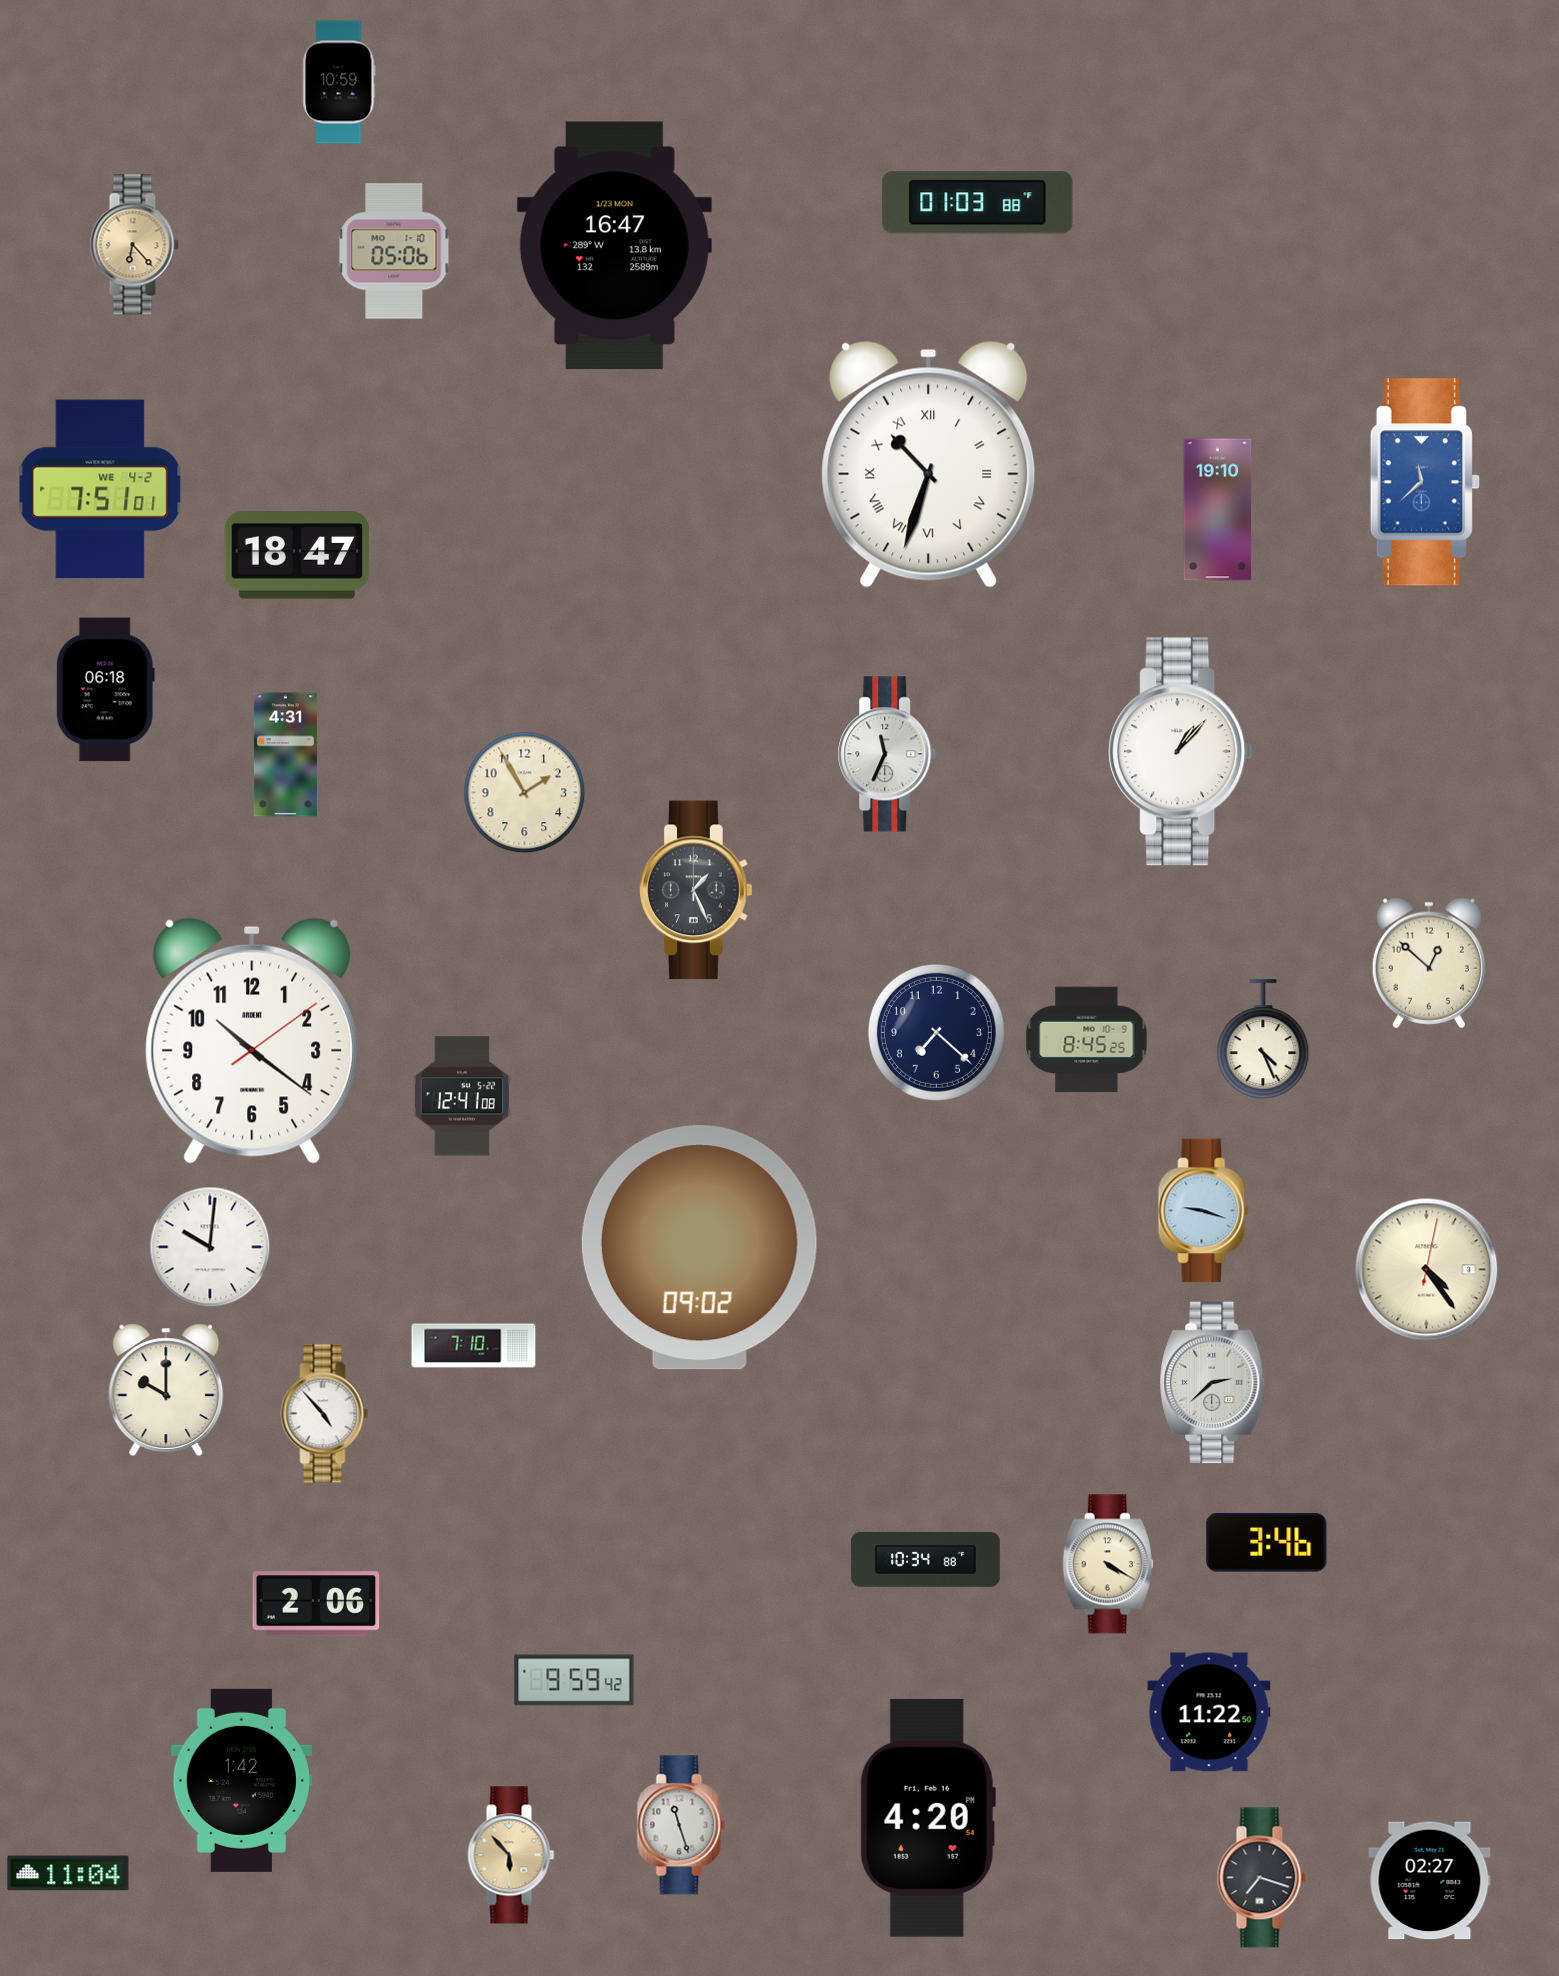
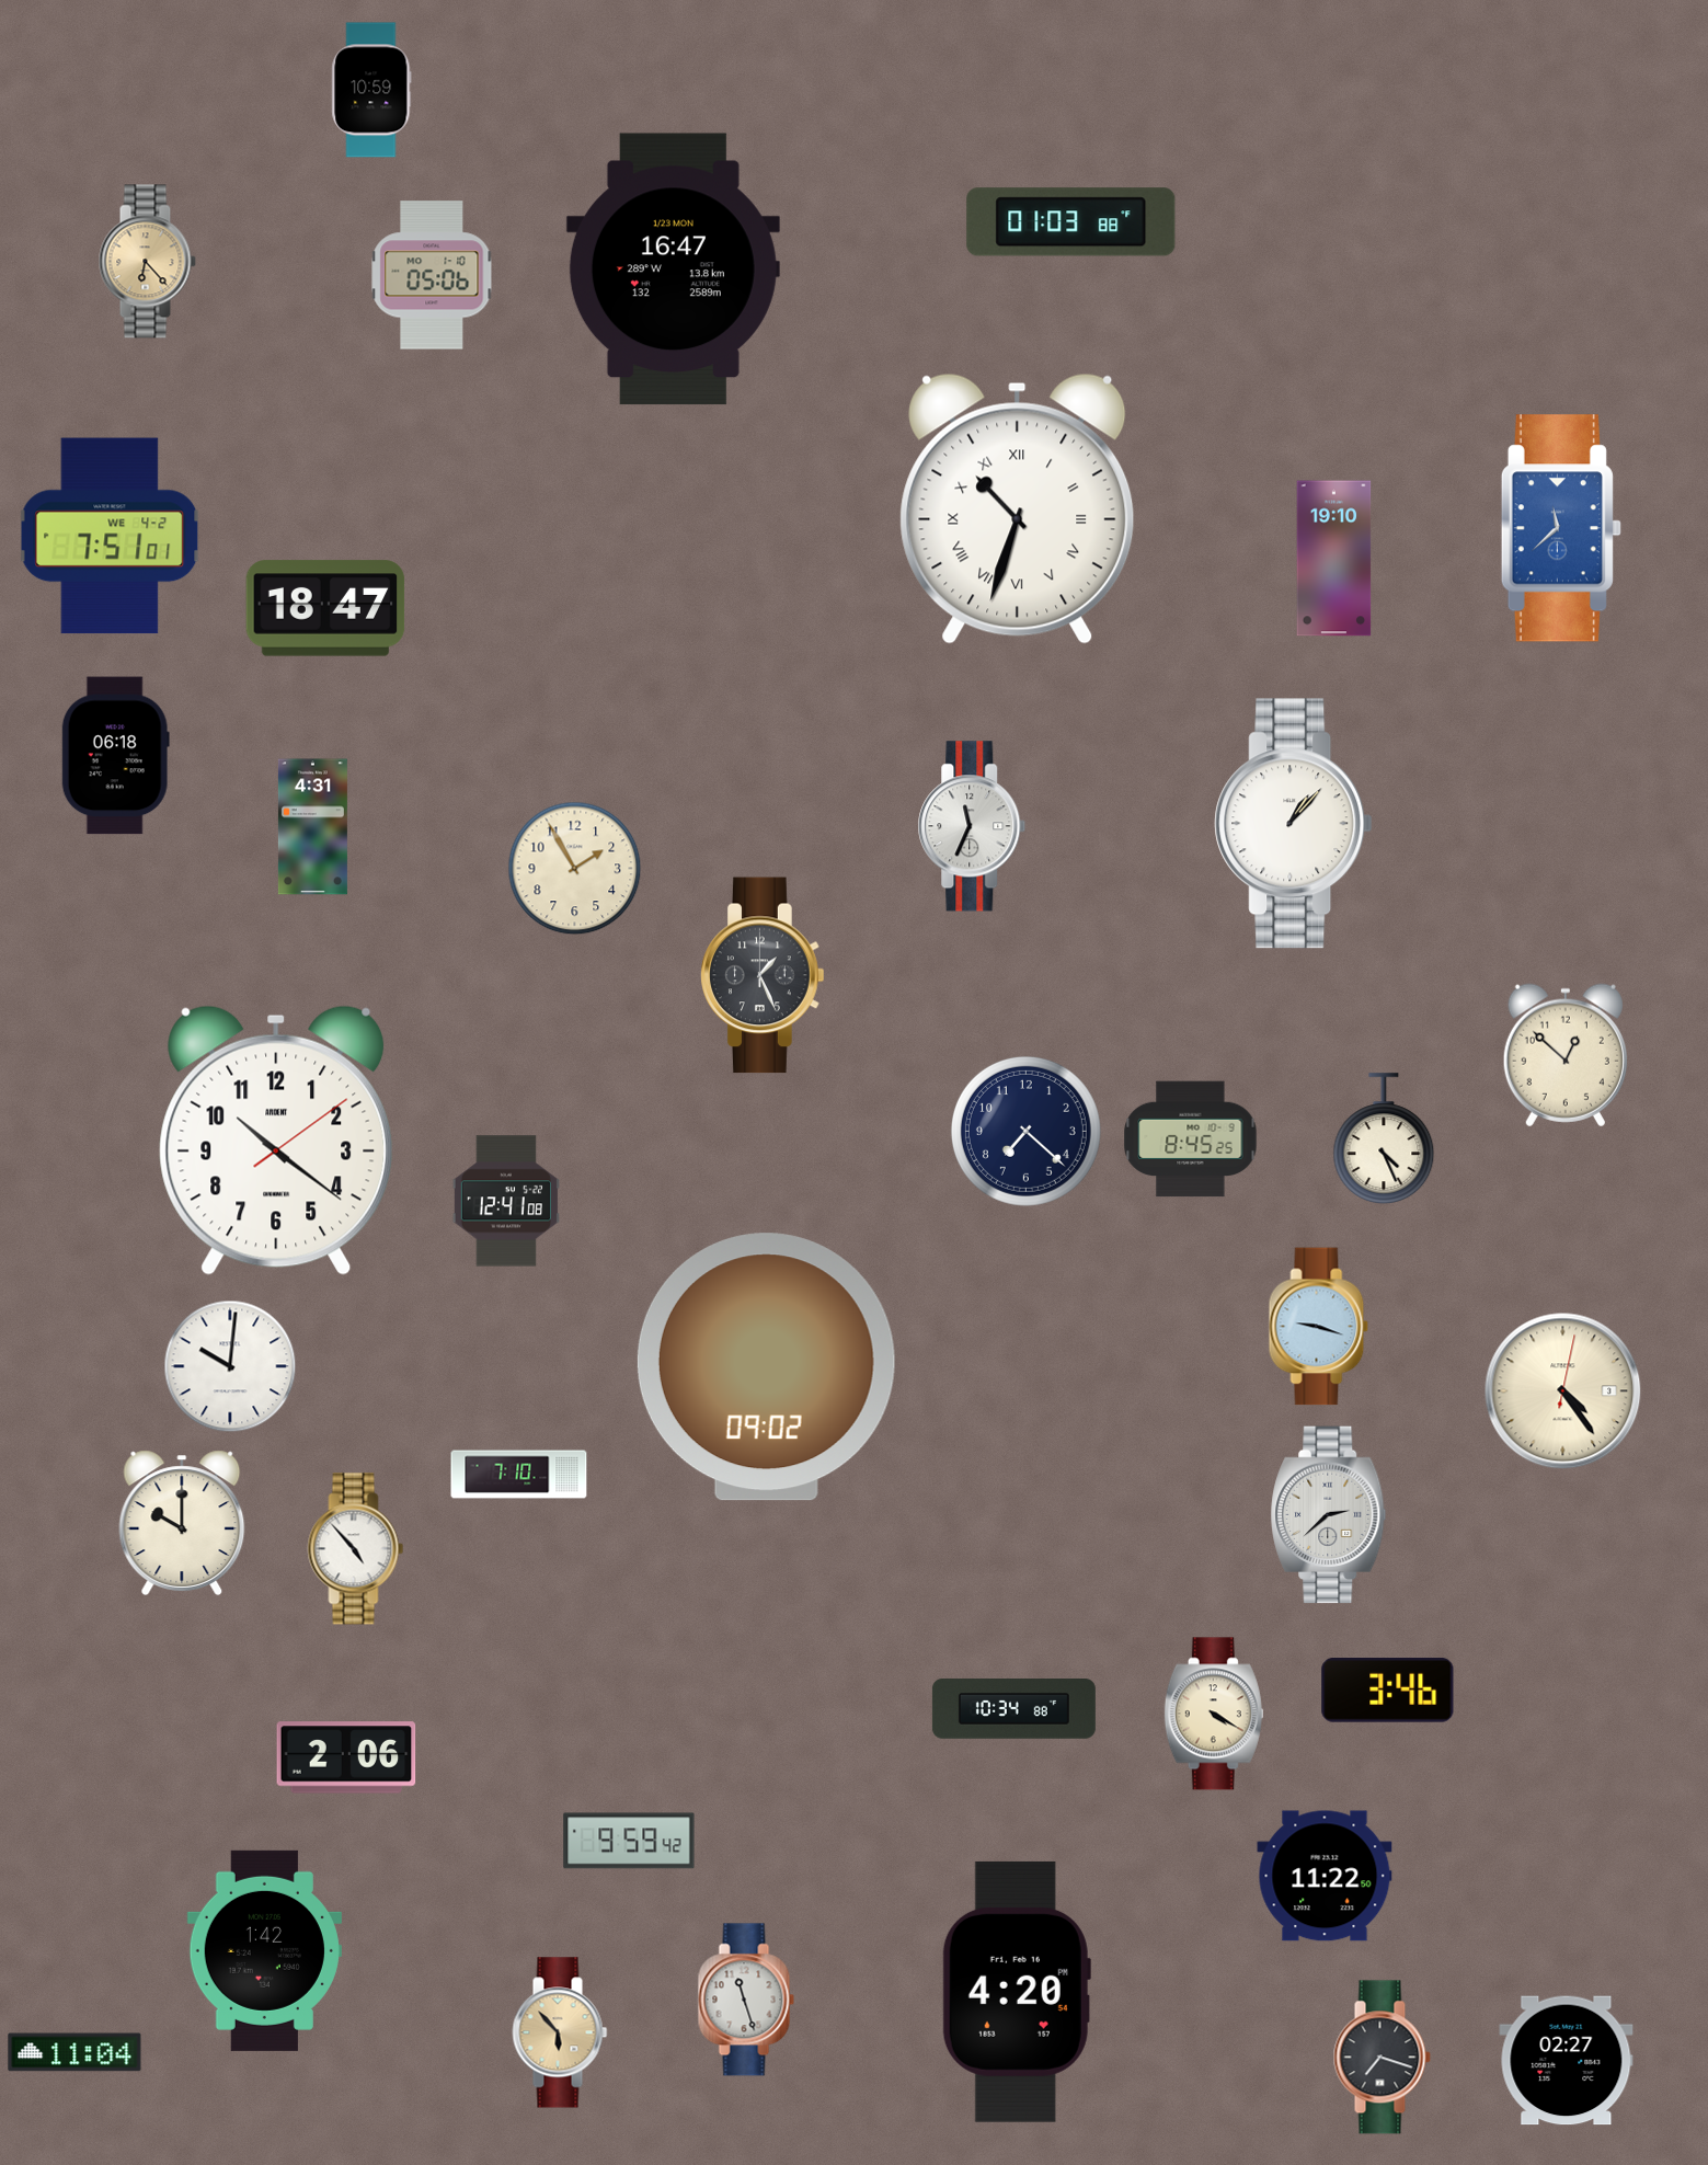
clock at (134, 245) position: (134, 245) -> (147, 262)
